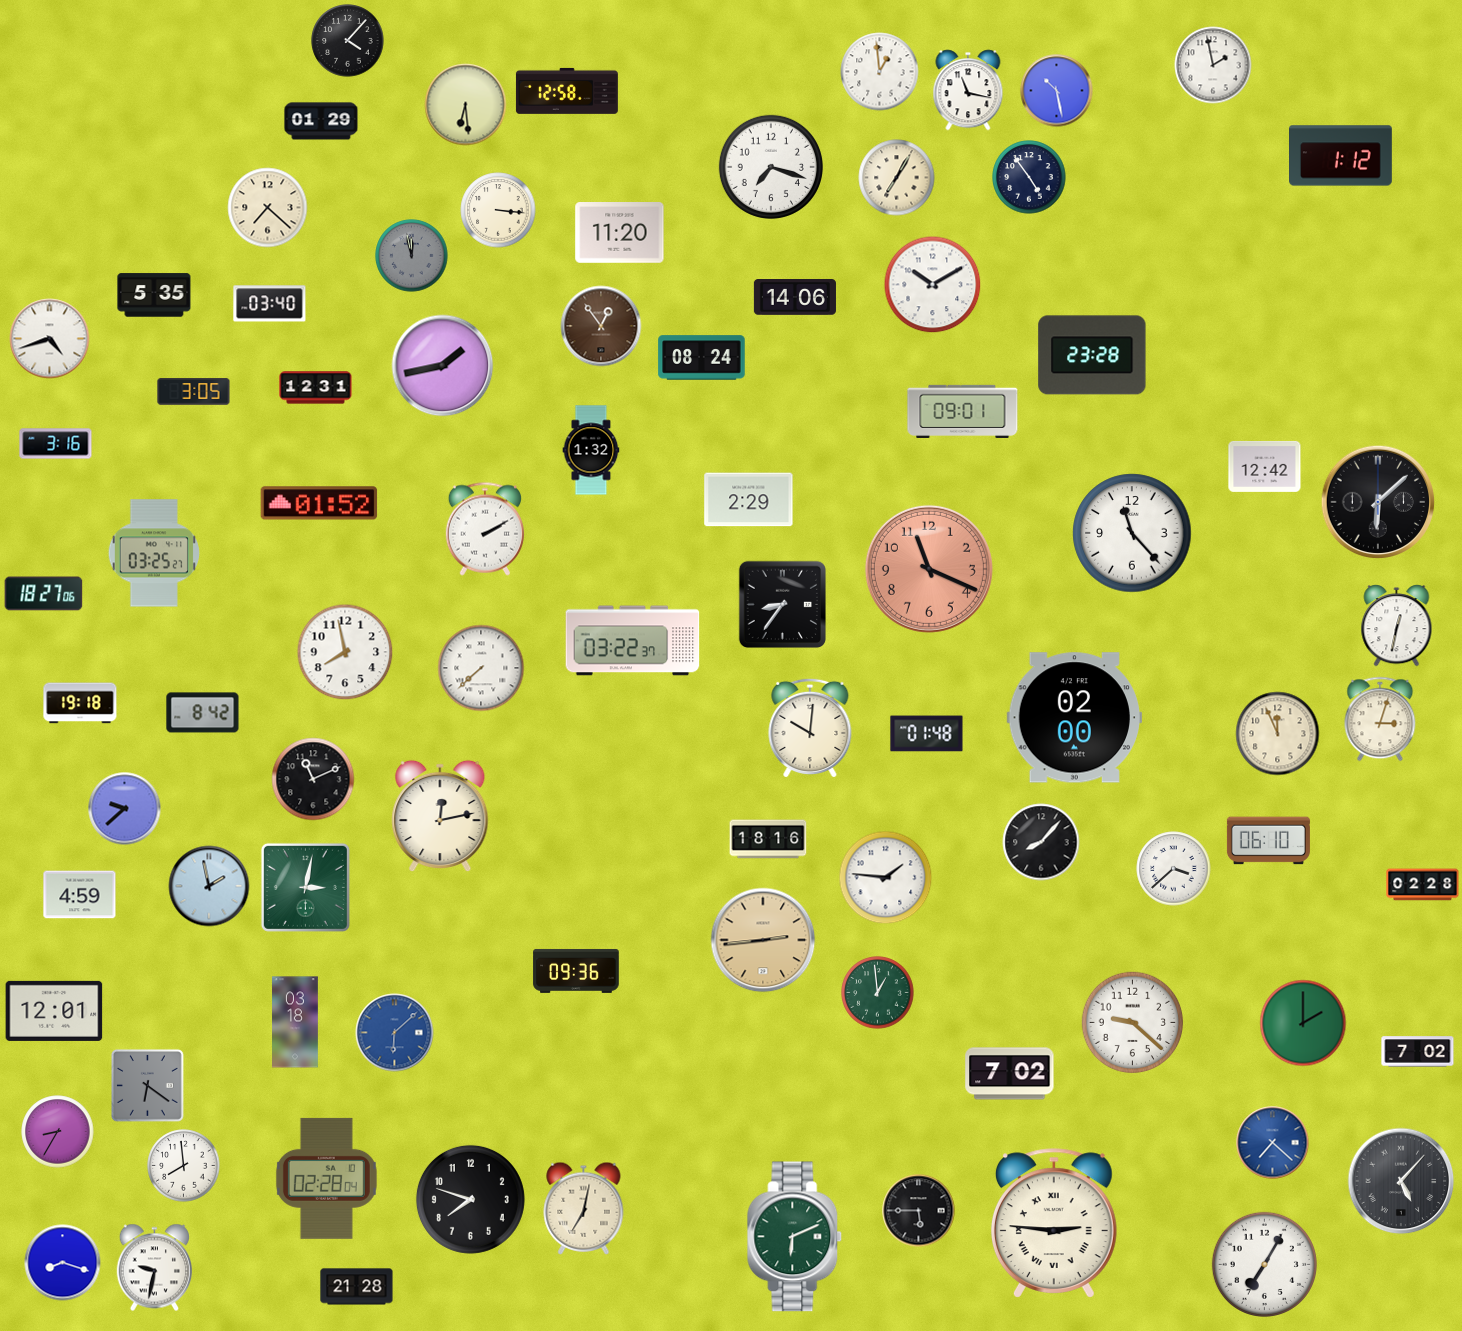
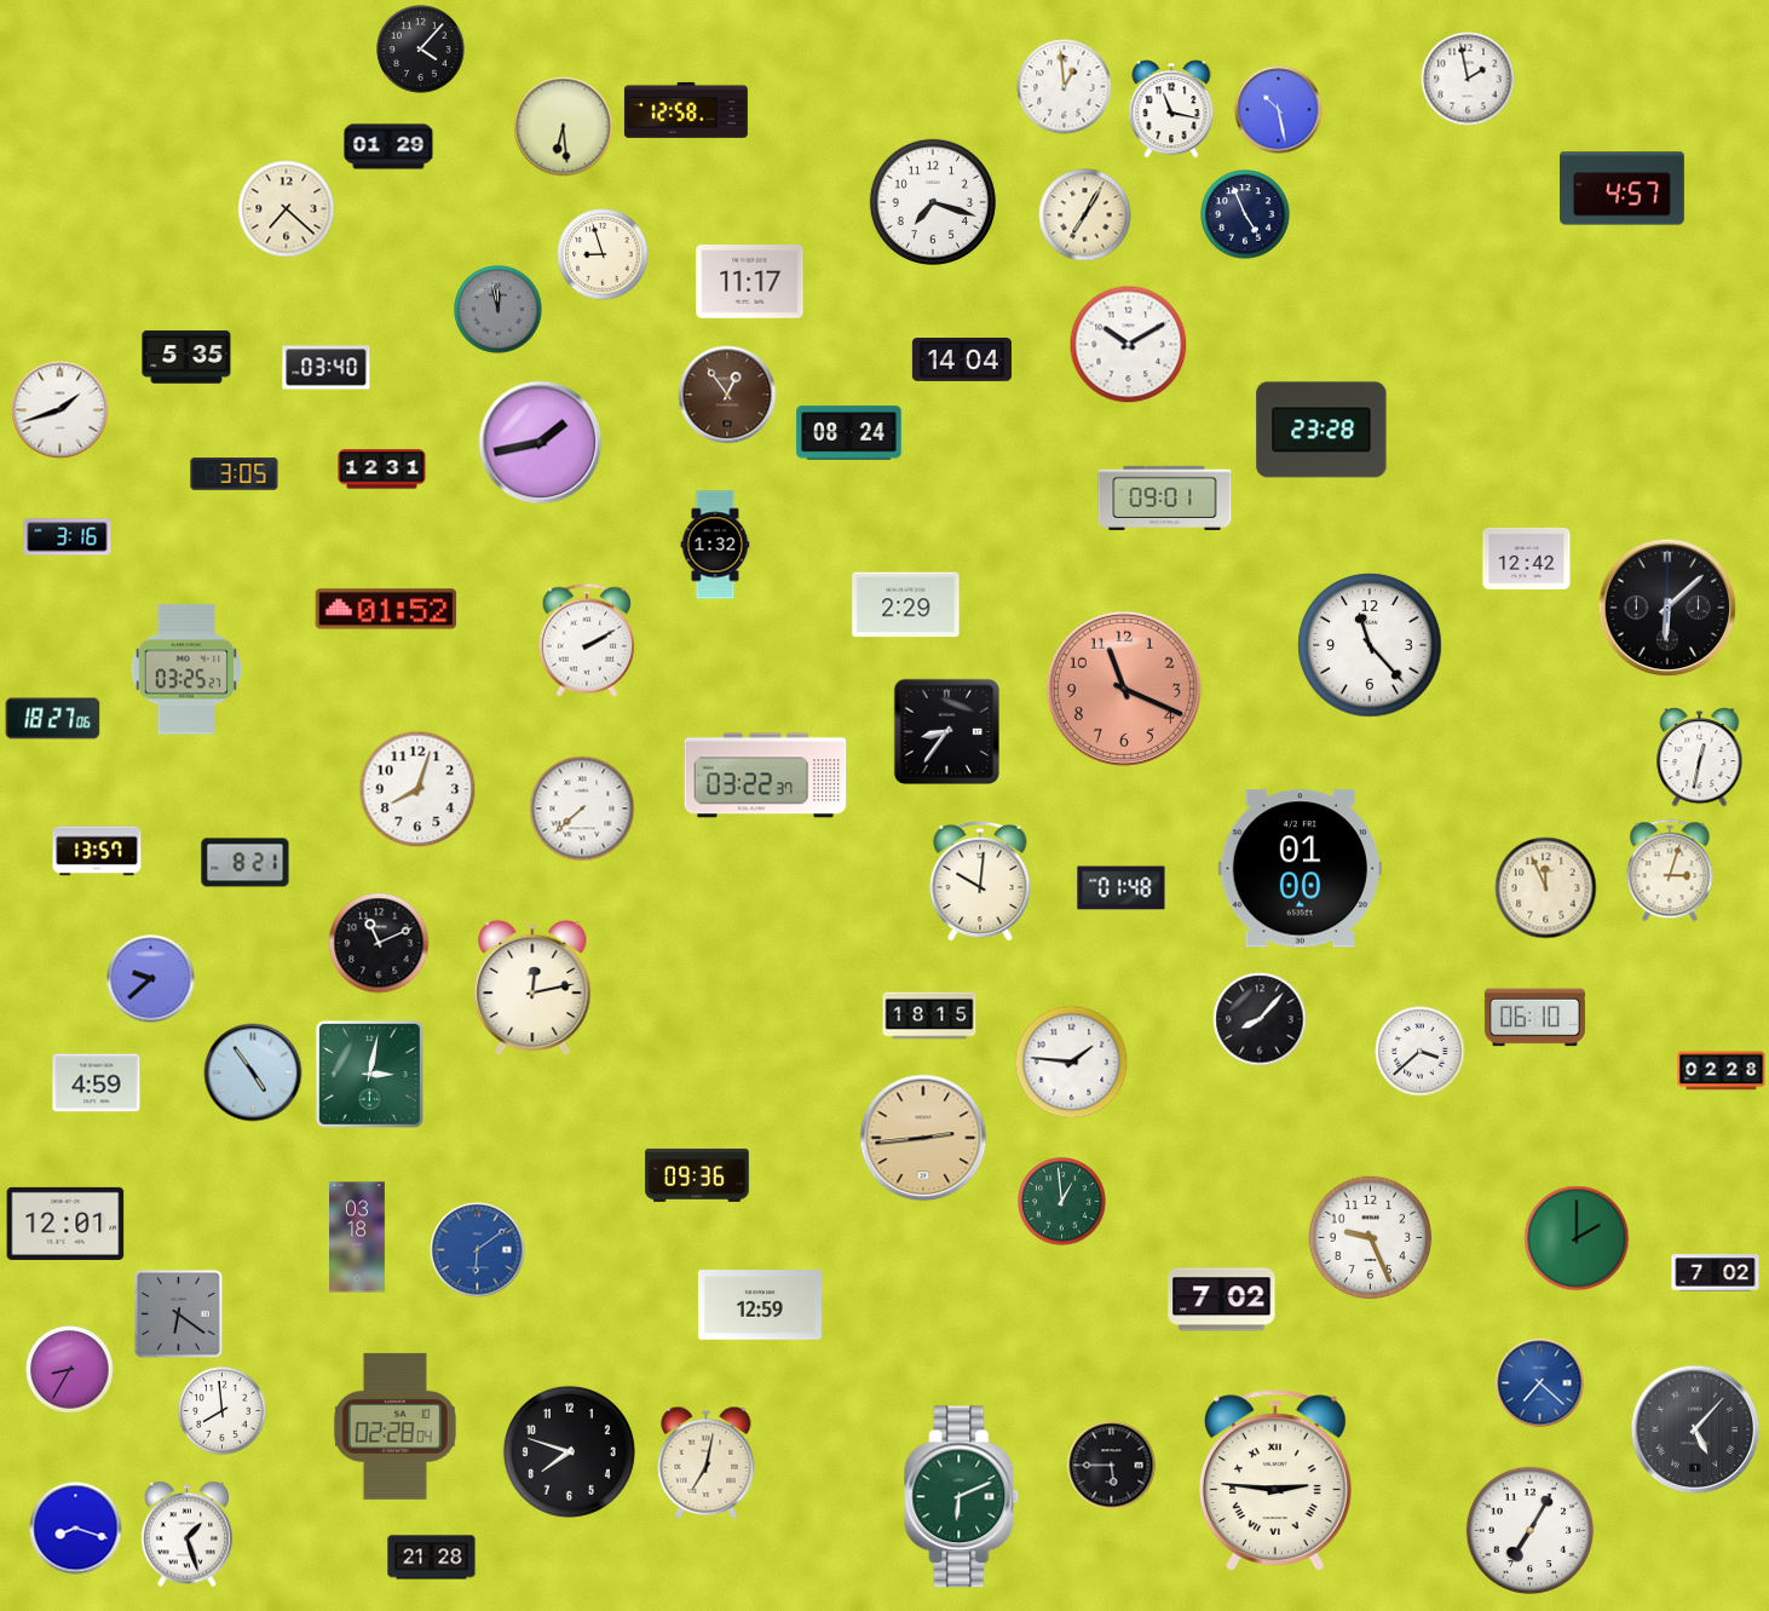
clock at (1341, 156): 1:12 -> 4:57
clock at (1029, 177): 4:54 -> 4:56
clock at (268, 208) position: (268, 208) -> (287, 209)
clock at (498, 210): 3:16 -> 8:57
clock at (620, 233): 11:20 -> 11:17
clock at (795, 298): 14:06 -> 14:04
clock at (50, 339): 4:42 -> 1:42
clock at (443, 366) position: (443, 366) -> (541, 443)
clock at (1265, 466) position: (1265, 466) -> (1527, 558)
clock at (1397, 626) position: (1397, 626) -> (1700, 758)
clock at (345, 652): 7:58 -> 8:03
clock at (80, 703): 19:18 -> 13:57
clock at (203, 713): 8:42 -> 8:21
clock at (1074, 718): 02:00 -> 01:00
clock at (768, 839): 18:16 -> 18:15
clock at (209, 886): 1:58 -> 4:54
clock at (1133, 1023): 9:22 -> 9:26
clock at (395, 1033): 6:08 -> 6:09
clock at (760, 1305): none -> 12:59
clock at (155, 1268): 9:32 -> 1:27
